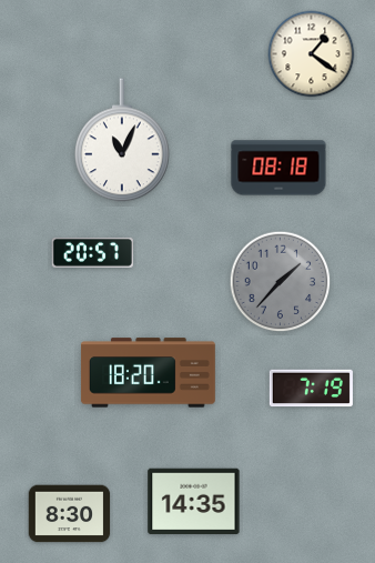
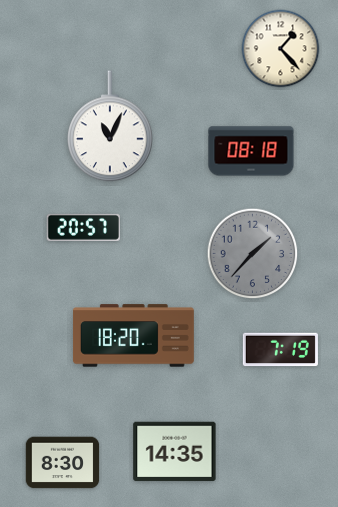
clock at (312, 54): 1:21 -> 1:23
